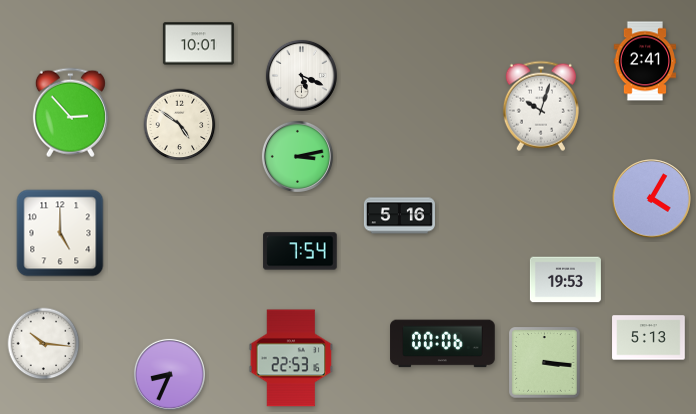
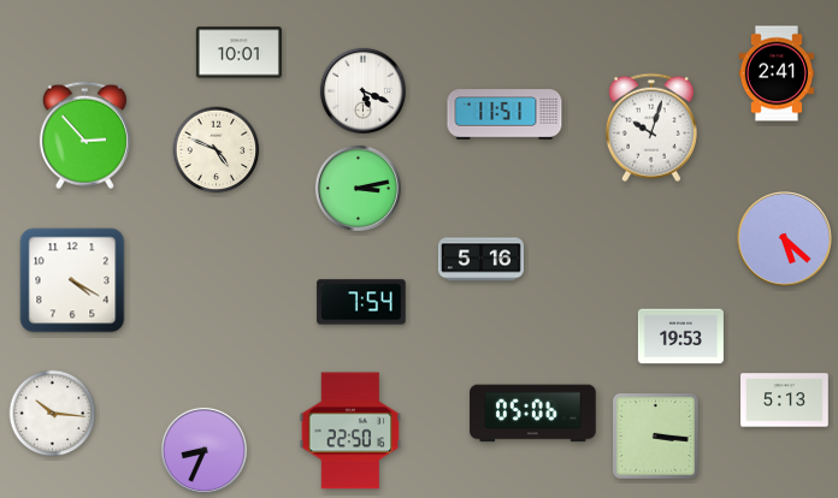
clock at (504, 114): none -> 11:51
clock at (180, 125): 4:51 -> 4:49
clock at (652, 199): 4:05 -> 5:22
clock at (60, 233): 5:00 -> 4:20
clock at (649, 338) position: (649, 338) -> (785, 401)
clock at (443, 344): 00:06 -> 05:06
clock at (291, 358): 22:53 -> 22:50
